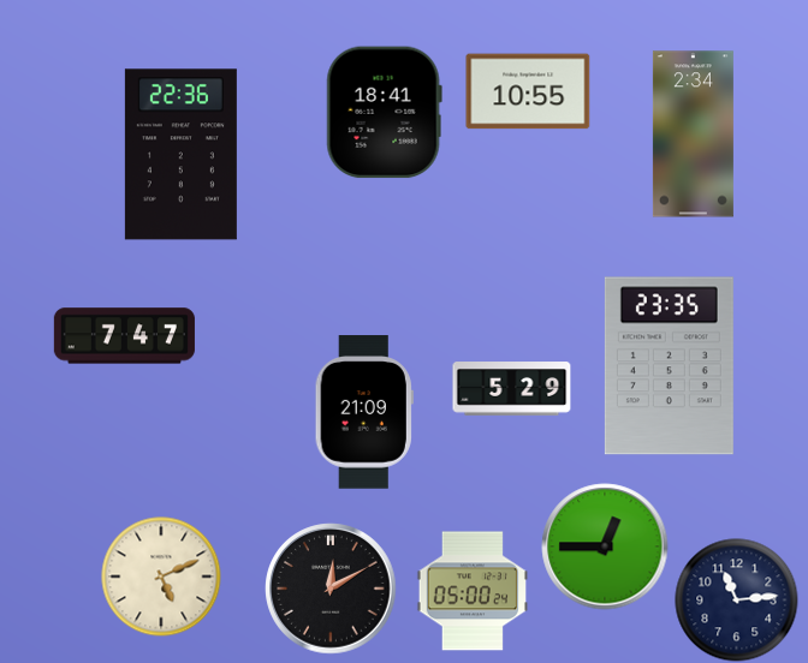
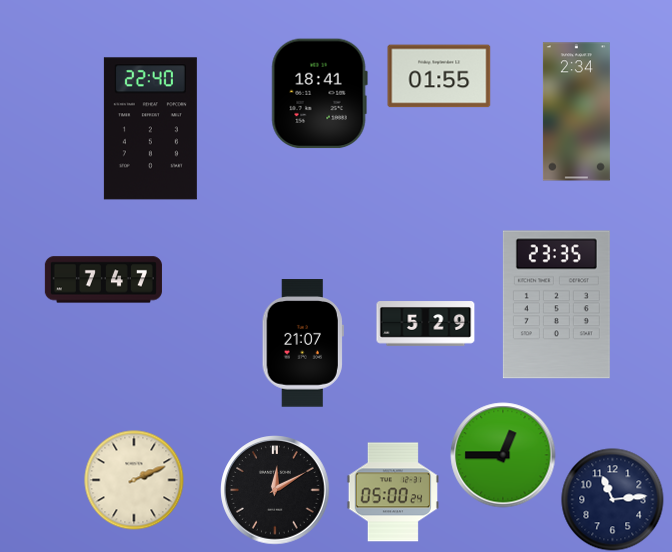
clock at (528, 91): 10:55 -> 01:55
clock at (180, 155): 22:36 -> 22:40
clock at (364, 412): 21:09 -> 21:07
clock at (161, 577): 5:11 -> 2:11
